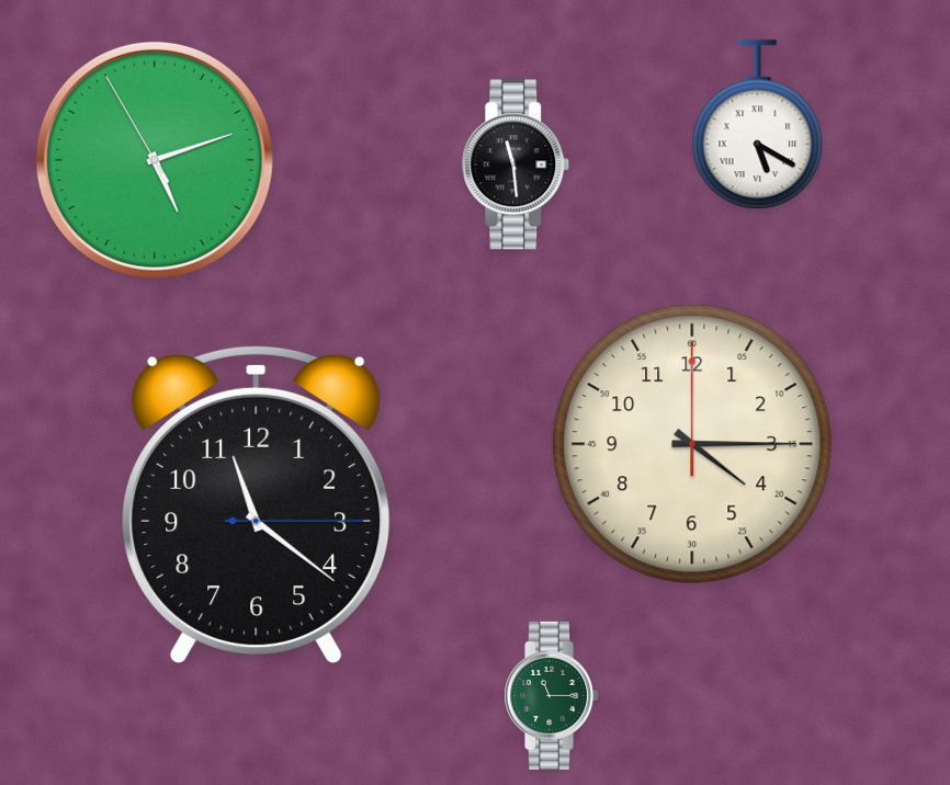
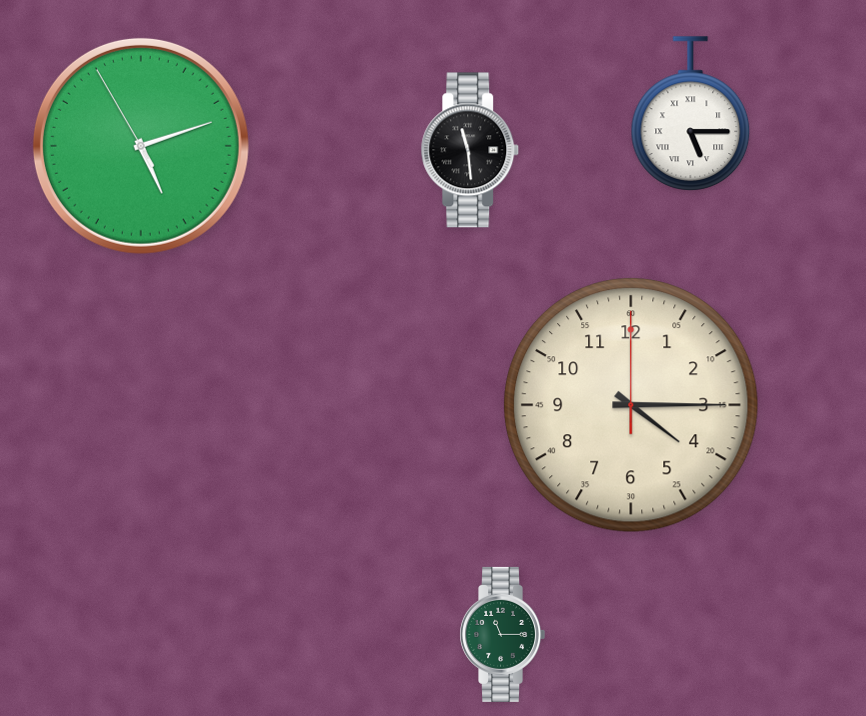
clock at (758, 125): 5:20 -> 5:15
clock at (257, 503): 11:21 -> none
